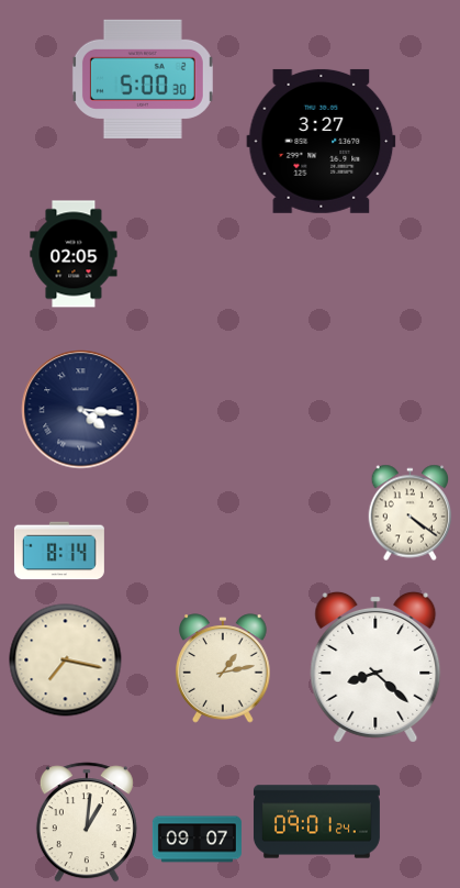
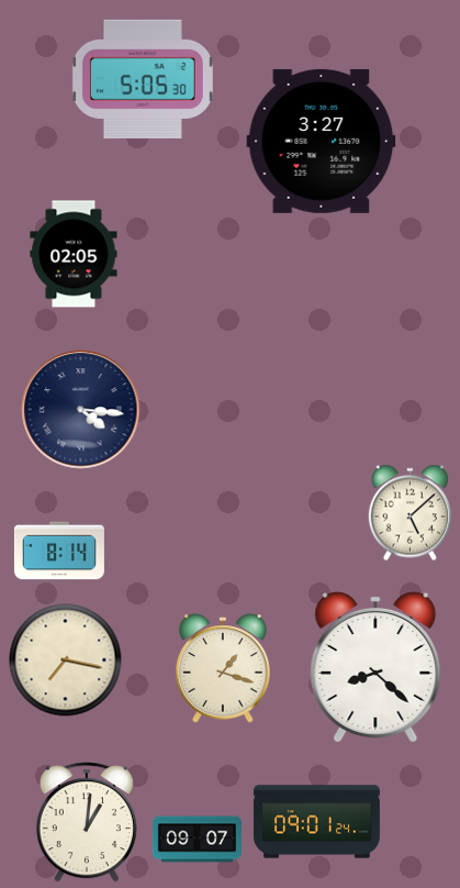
clock at (143, 79): 5:00 -> 5:05
clock at (411, 513): 4:21 -> 5:08
clock at (223, 668): 1:13 -> 1:18
